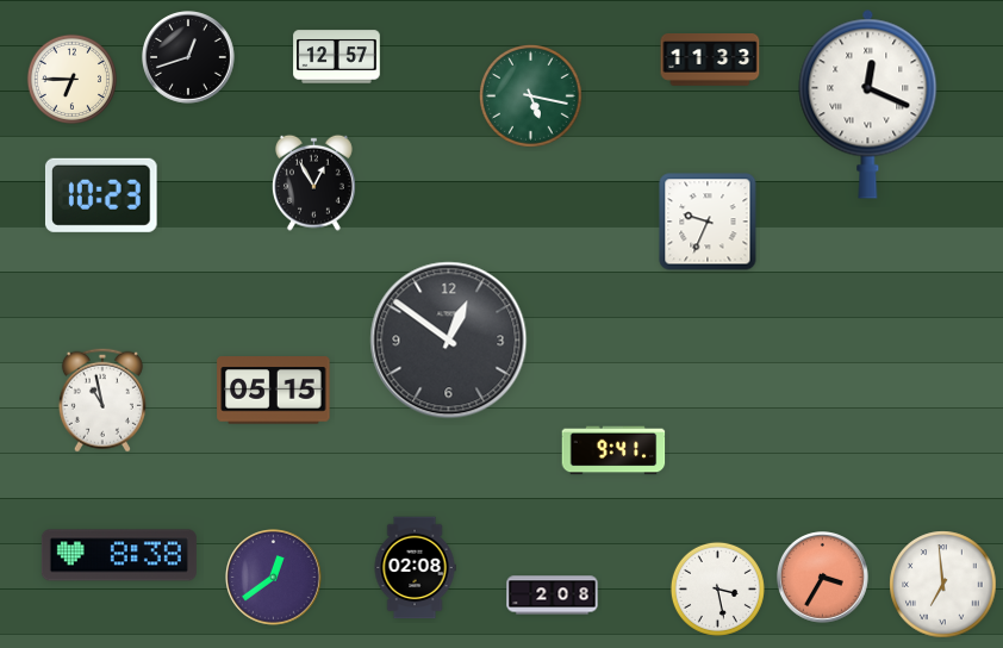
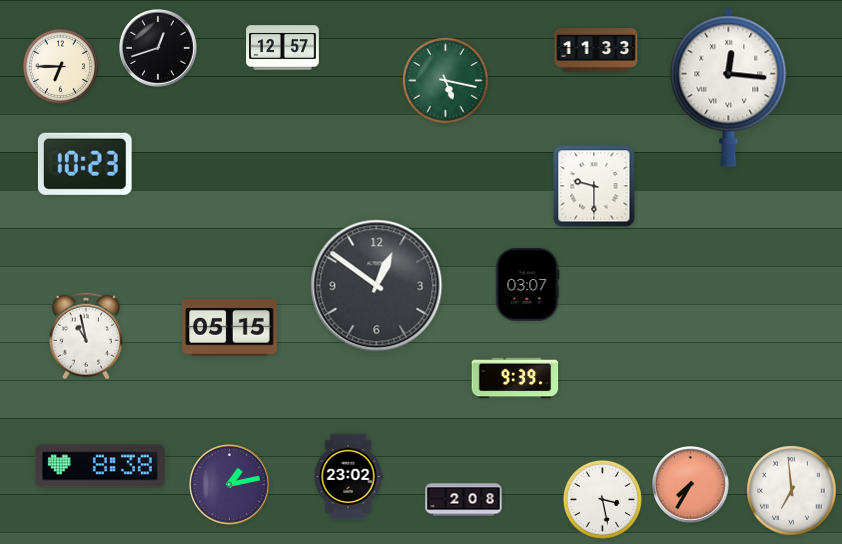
clock at (868, 104): 12:19 -> 12:16
clock at (313, 182): 12:55 -> none
clock at (708, 222): 9:34 -> 9:30
clock at (527, 285): none -> 03:07
clock at (613, 450): 9:41 -> 9:39
clock at (415, 568): 02:08 -> 23:02
clock at (274, 578): 12:39 -> 1:13
clock at (823, 578): 3:35 -> 7:35
clock at (717, 588) position: (717, 588) -> (602, 499)
